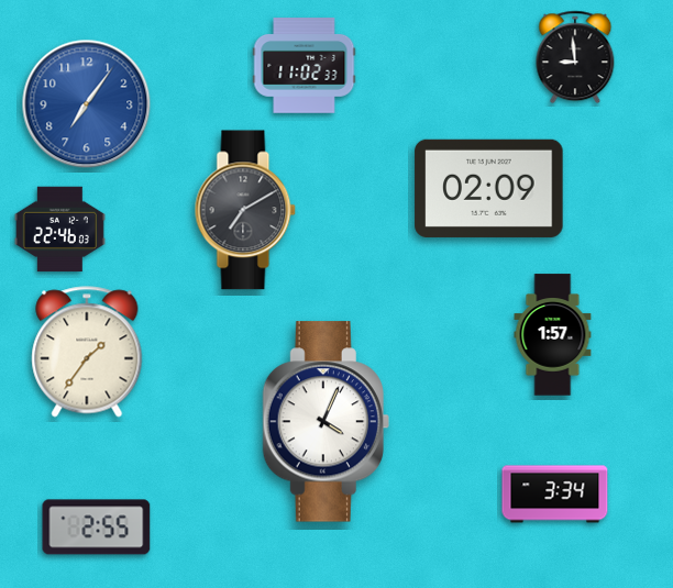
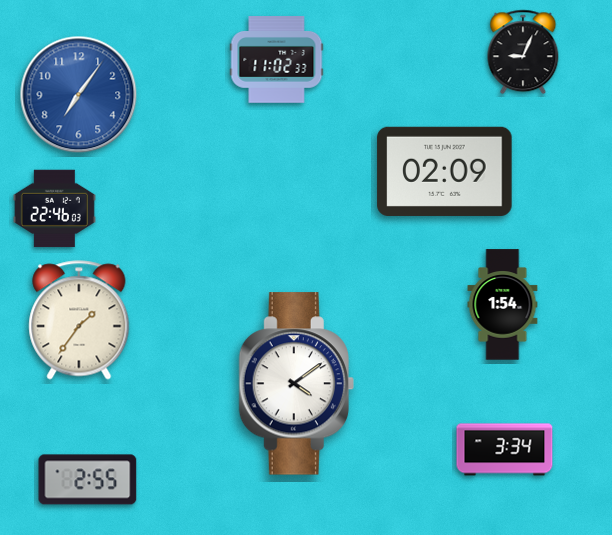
clock at (575, 57): 8:59 -> 9:04
clock at (245, 210): 7:10 -> none
clock at (553, 335): 1:57 -> 1:54
clock at (326, 422): 4:04 -> 4:09
